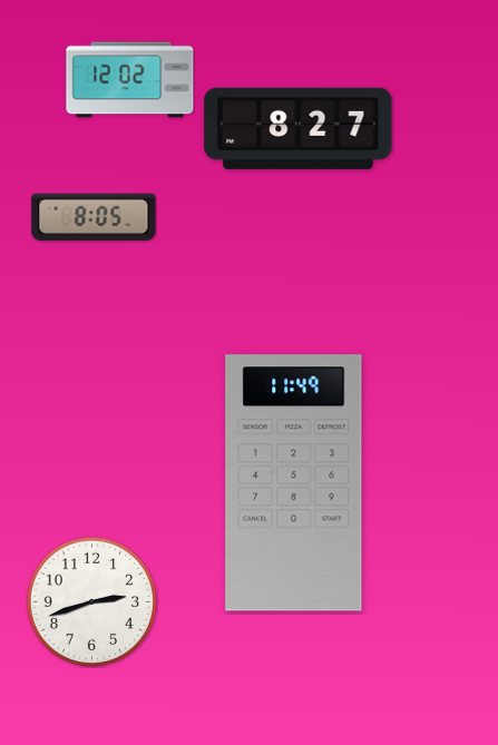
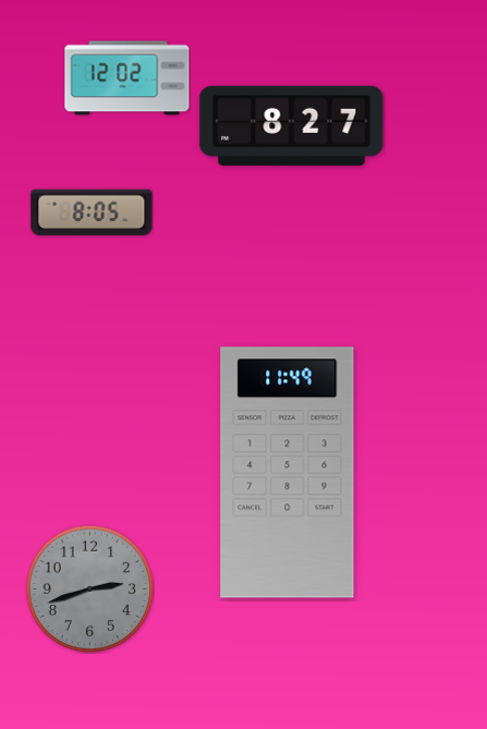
clock at (91, 601) dial: white -> grey
